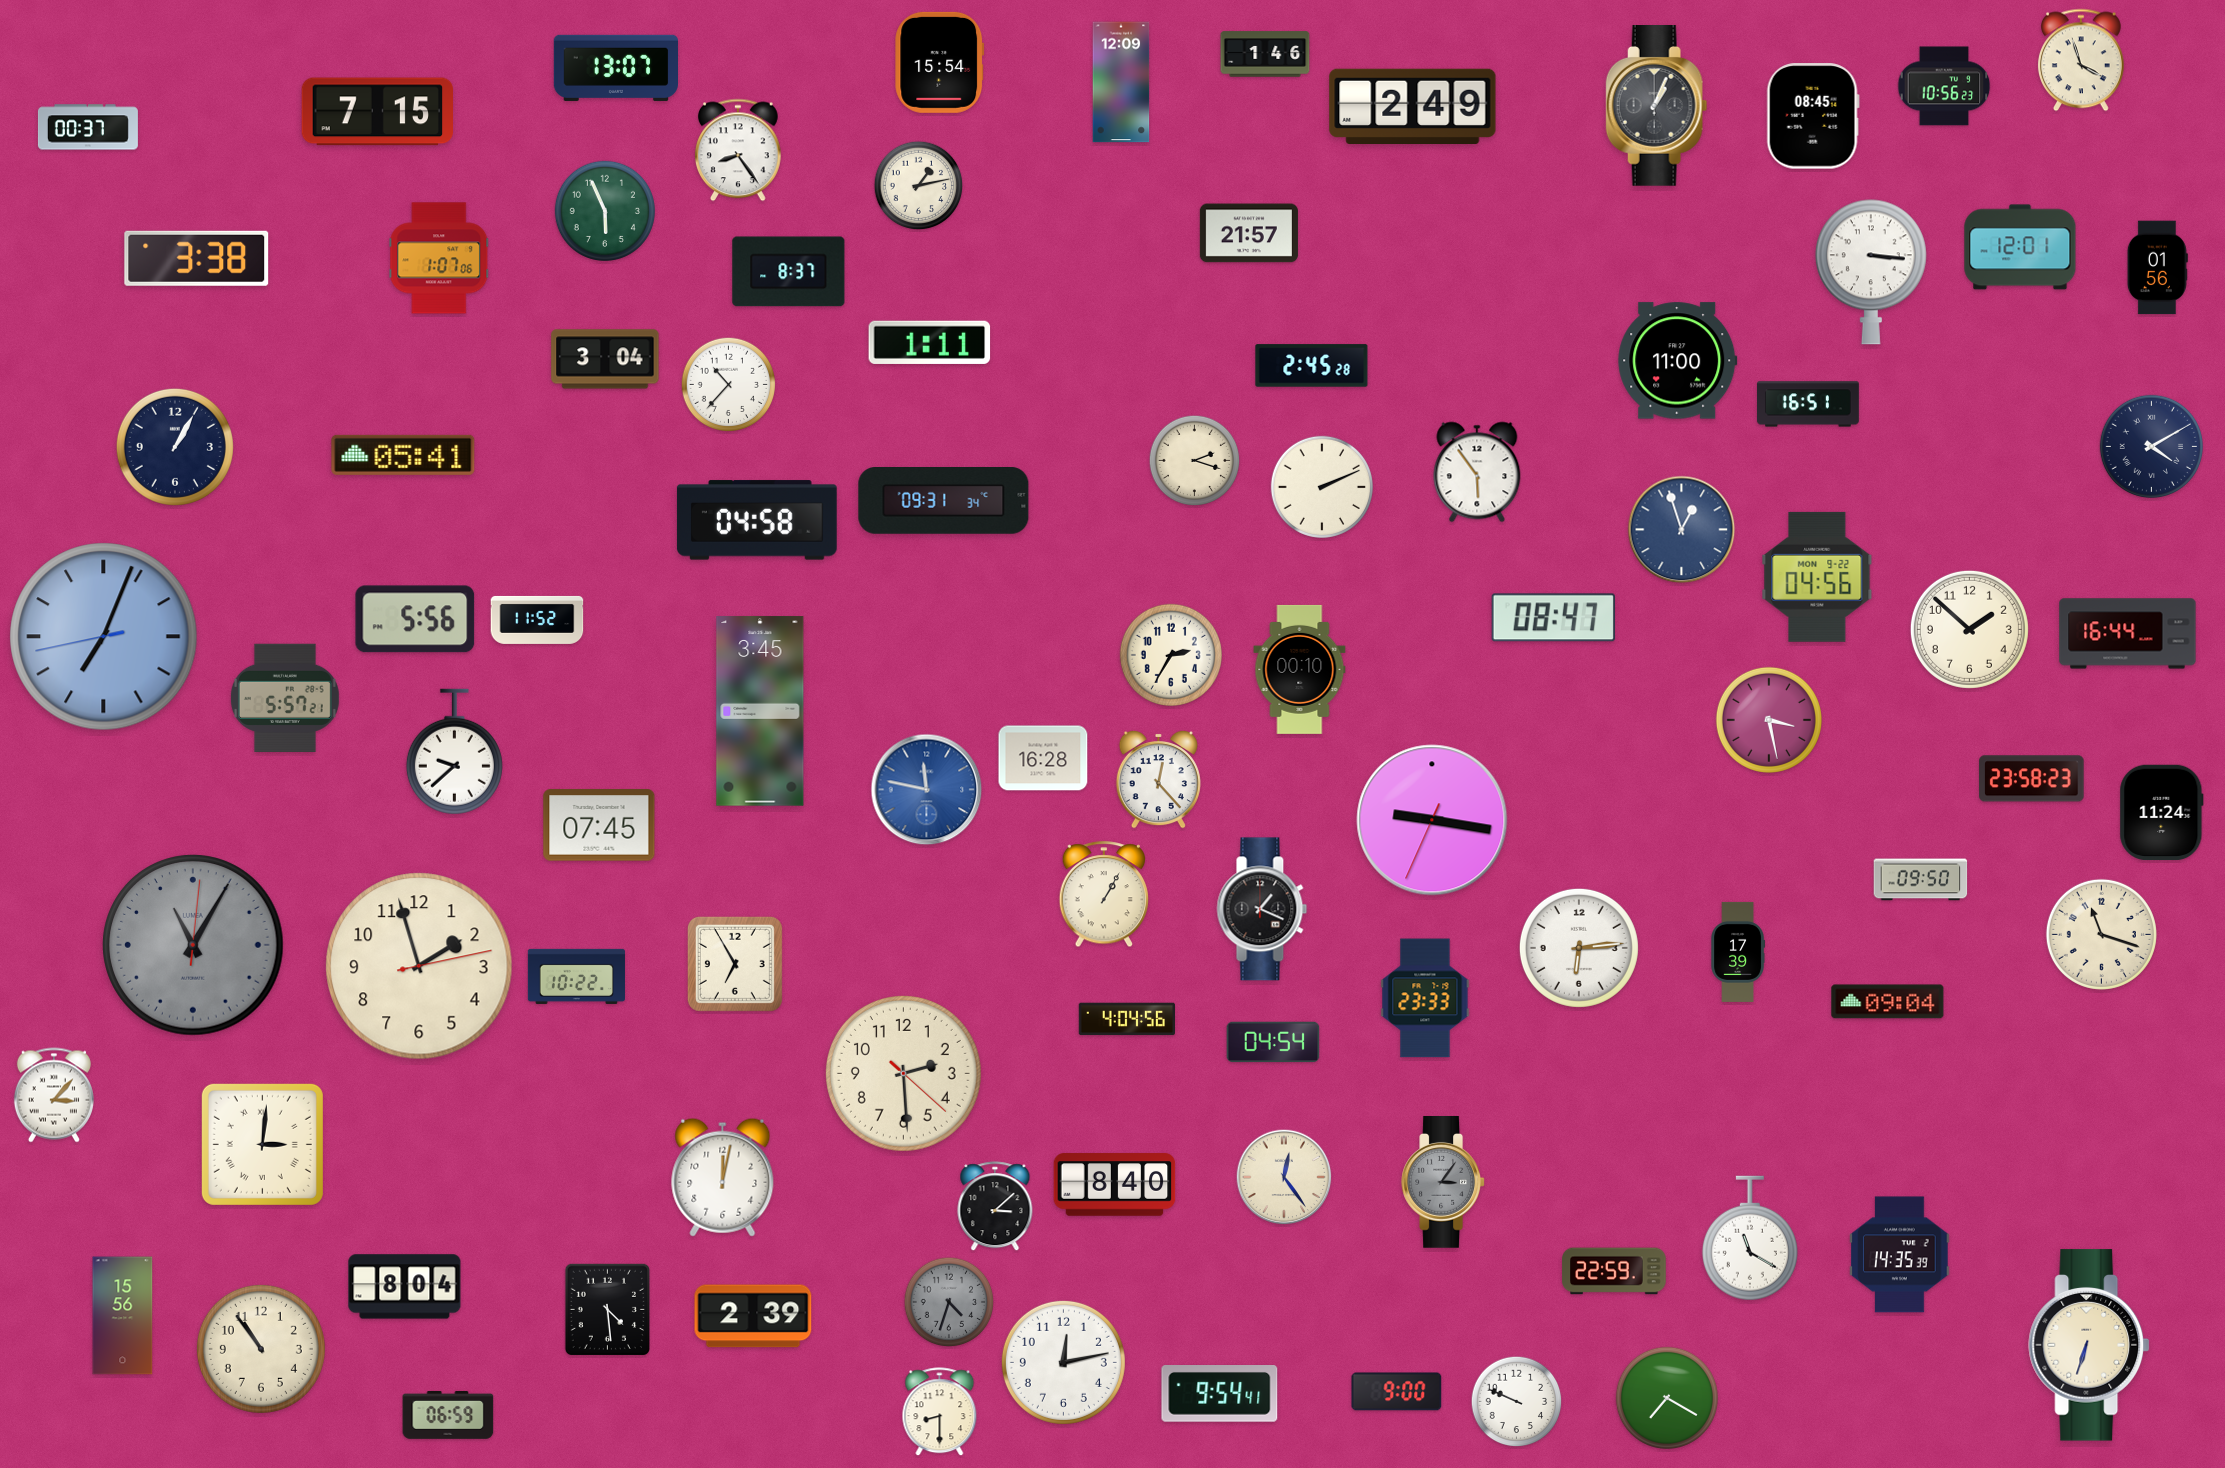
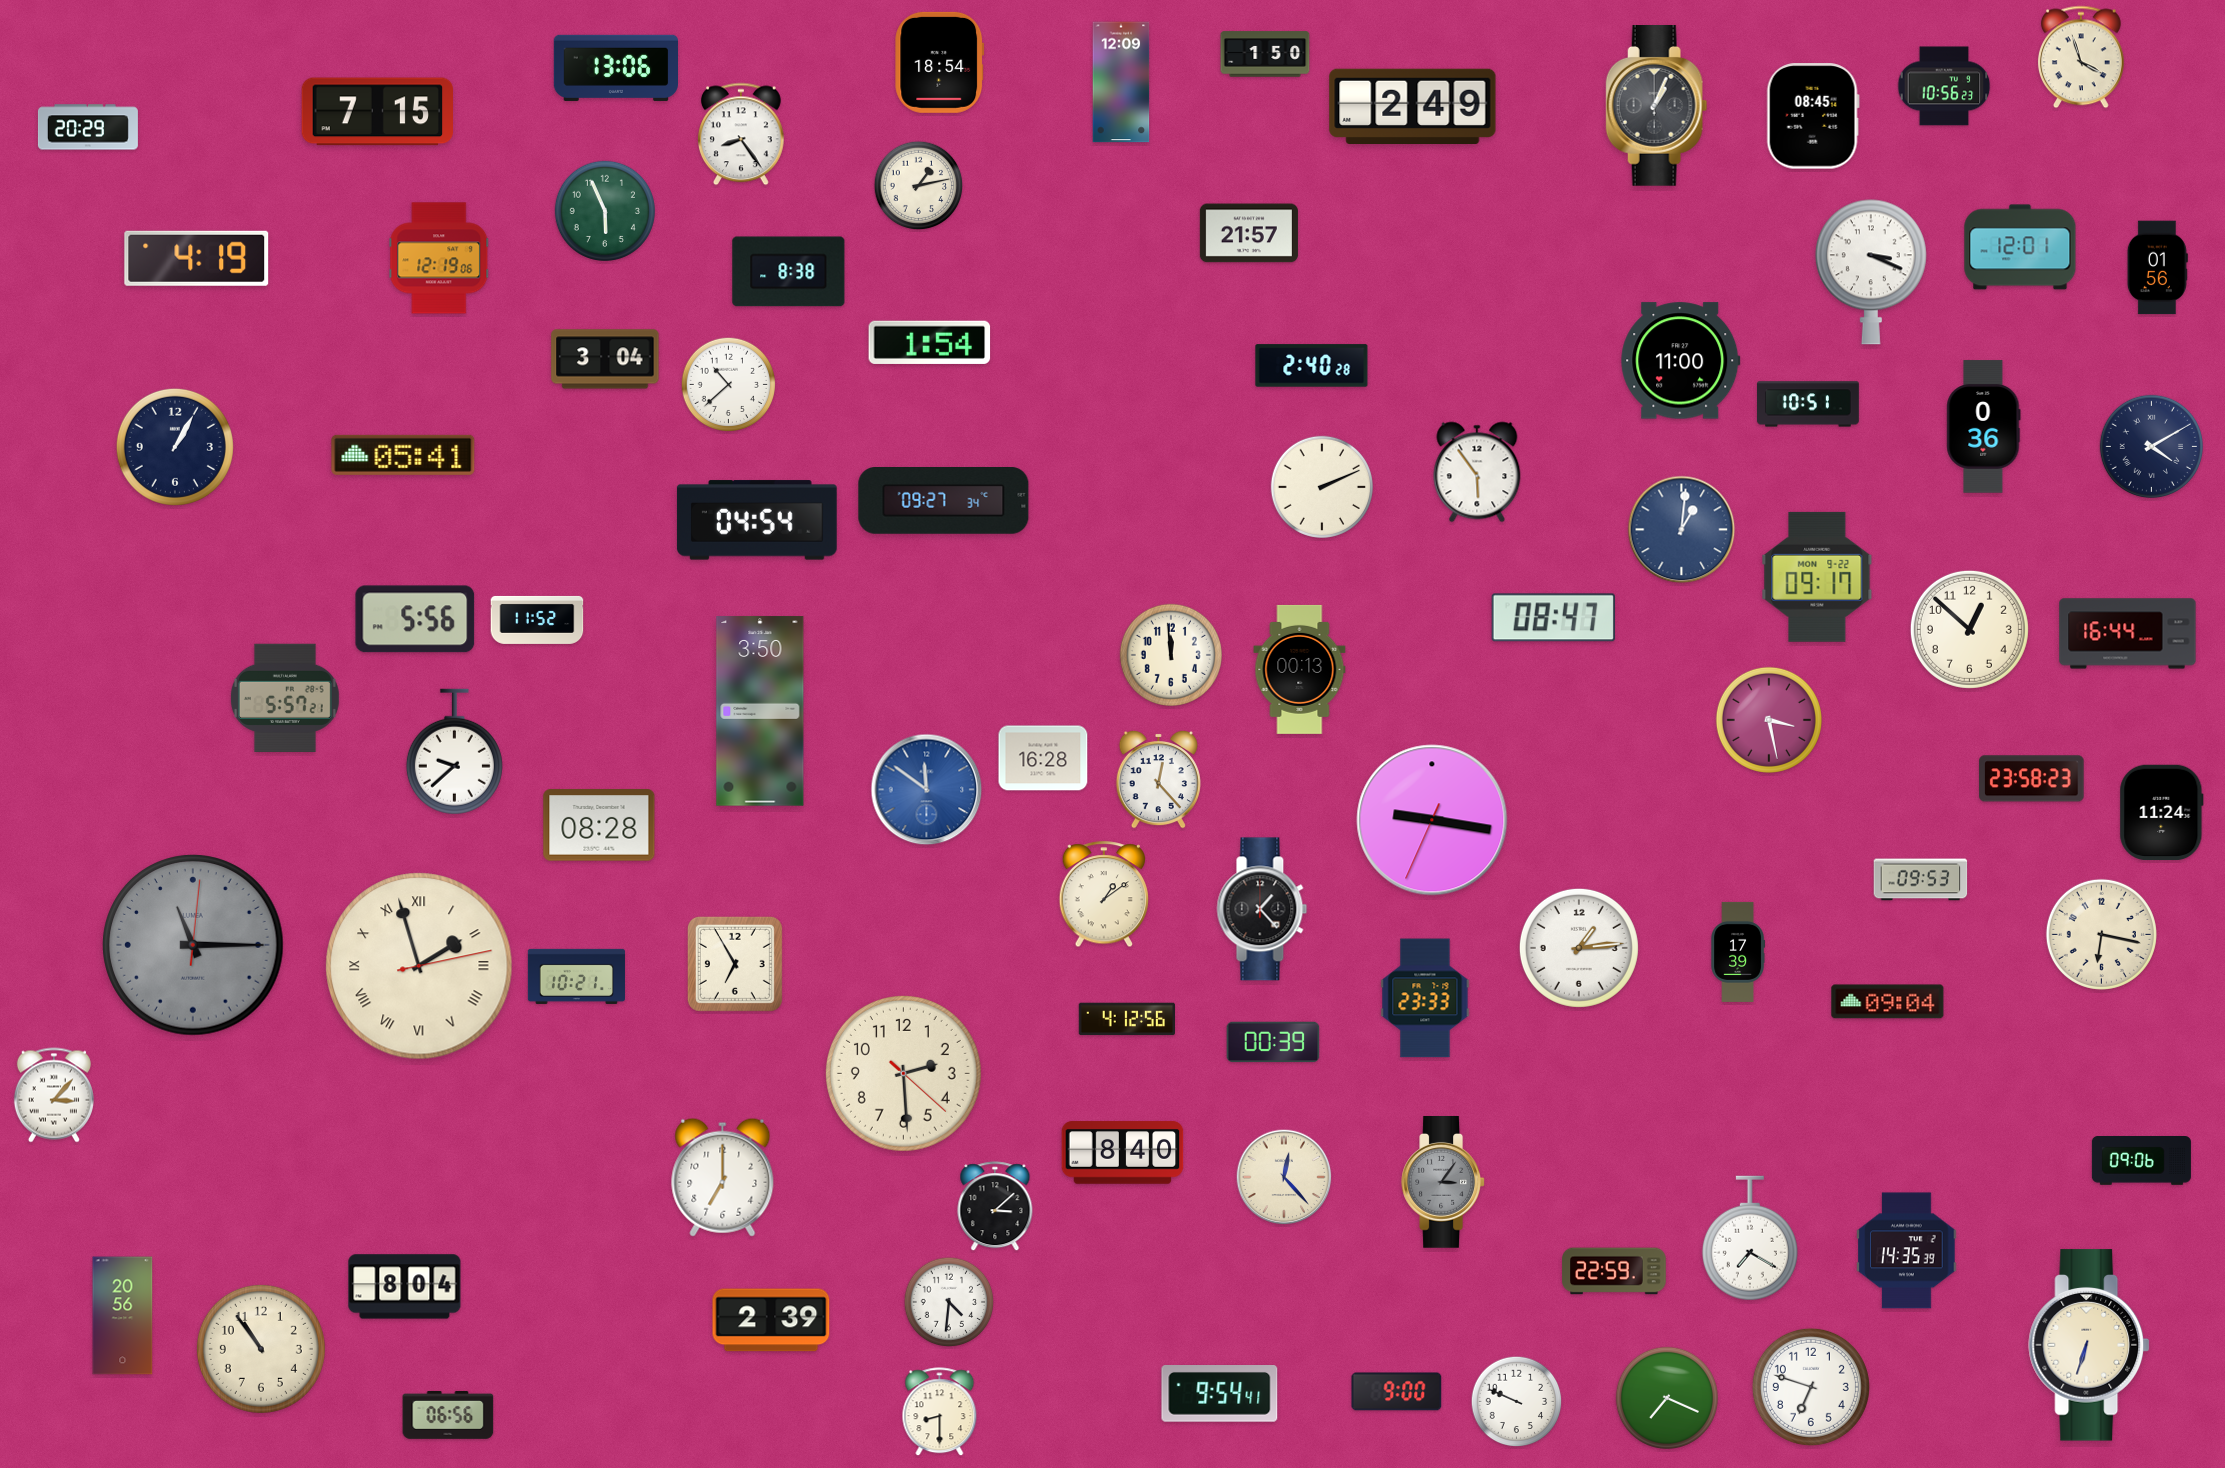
clock at (1265, 54): 1:46 -> 1:50
clock at (2081, 60) position: (2081, 60) -> (2081, 57)
clock at (940, 62): 15:54 -> 18:54
clock at (615, 68): 13:07 -> 13:06
clock at (88, 127): 00:37 -> 20:29
clock at (738, 150) position: (738, 150) -> (741, 134)
clock at (197, 258): 3:38 -> 4:19
clock at (439, 258): 1:07 -> 12:19
clock at (789, 272): 8:37 -> 8:38
clock at (1871, 272): 3:16 -> 3:19
clock at (930, 342): 1:11 -> 1:54
clock at (1678, 361) position: (1678, 361) -> (1681, 361)
clock at (1312, 366): 2:45 -> 2:40
clock at (729, 385): 10:37 -> 10:38
clock at (1809, 404): 16:51 -> 10:51
clock at (1984, 427): none -> 0:36
clock at (1195, 461): 2:18 -> none
clock at (944, 501): 09:31 -> 09:27
clock at (757, 520): 04:58 -> 04:54
clock at (1682, 530): 12:57 -> 1:01
clock at (1817, 577): 04:56 -> 09:17
clock at (1969, 629): 1:52 -> 12:52
clock at (104, 637): 7:03 -> none
clock at (1171, 655): 2:35 -> 11:59
clock at (1300, 669): 00:10 -> 00:13
clock at (760, 711): 3:45 -> 3:50
clock at (927, 790): 11:47 -> 11:51
clock at (599, 825): 07:45 -> 08:28
clock at (1921, 880): 09:50 -> 09:53
clock at (1104, 895): 1:05 -> 1:09
clock at (1262, 909): 1:19 -> 1:23
clock at (2101, 934): 11:18 -> 6:17
clock at (193, 945): 11:05 -> 11:15
clock at (1579, 948): 6:14 -> 1:14
clock at (419, 966) numerals: Arabic -> Roman
clock at (576, 976): 10:22 -> 10:21
clock at (1126, 1019): 4:04 -> 4:12
clock at (1273, 1042): 04:54 -> 00:39
clock at (262, 1144): 3:01 -> none
clock at (2141, 1161): none -> 09:06
clock at (723, 1177): 12:02 -> 7:00
clock at (1284, 1177): 12:24 -> 12:23
clock at (1115, 1185) position: (1115, 1185) -> (1123, 1153)
clock at (1750, 1238): 11:20 -> 7:20
clock at (1900, 1255) position: (1900, 1255) -> (1907, 1251)
clock at (949, 1302): 4:33 -> 4:31
clock at (949, 1302) dial: grey -> white
clock at (607, 1309): 4:29 -> none
clock at (123, 1316): 15:56 -> 20:56
clock at (753, 1316) position: (753, 1316) -> (771, 1320)
clock at (1063, 1362): 12:13 -> none
clock at (1811, 1387): none -> 6:48
clock at (1667, 1398): 7:20 -> 7:19
clock at (448, 1415): 06:59 -> 06:56
